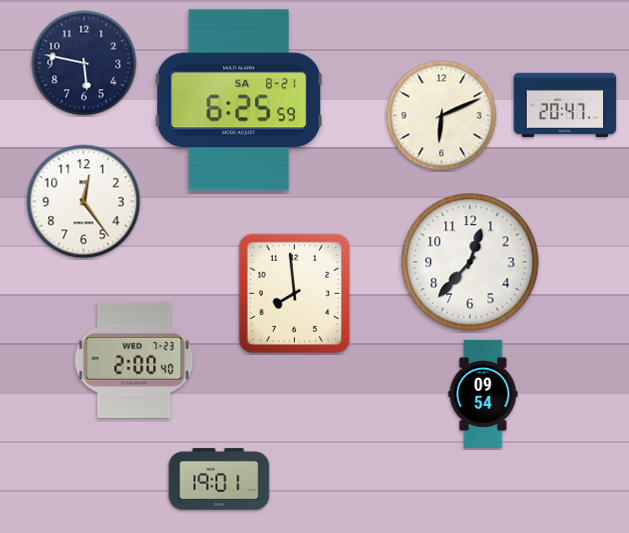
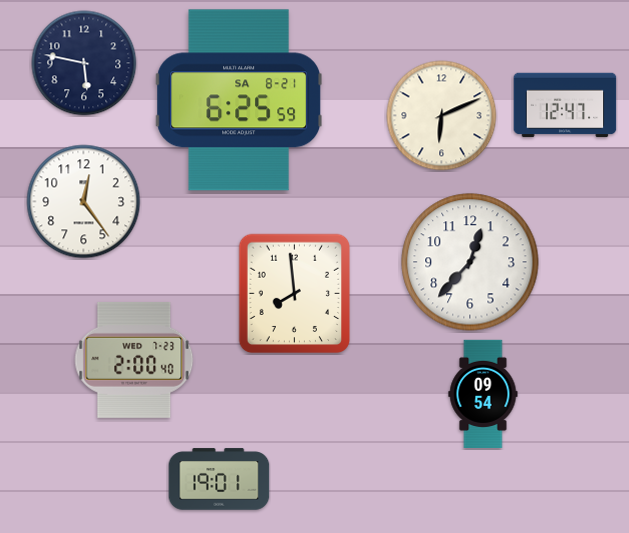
clock at (565, 105): 20:47 -> 12:47
